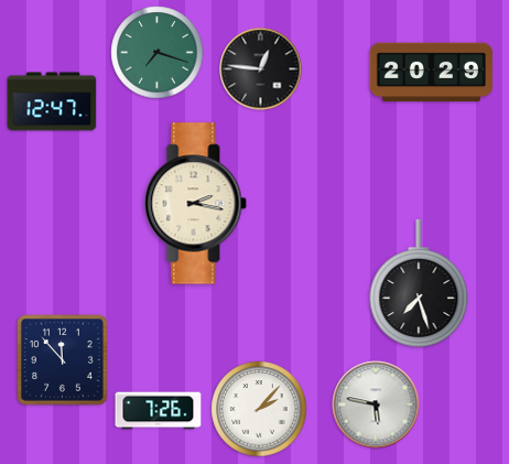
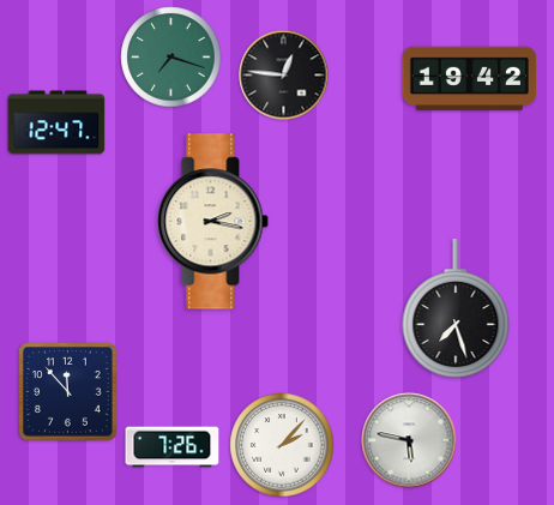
clock at (431, 73): 20:29 -> 19:42
clock at (52, 101) position: (52, 101) -> (56, 122)
